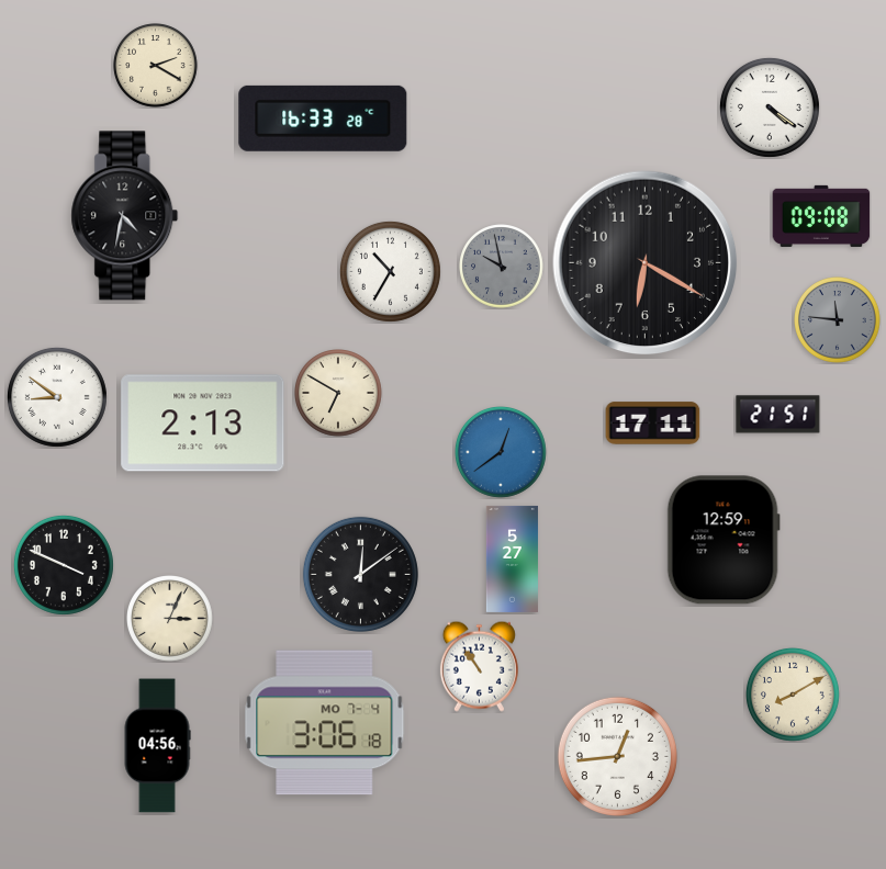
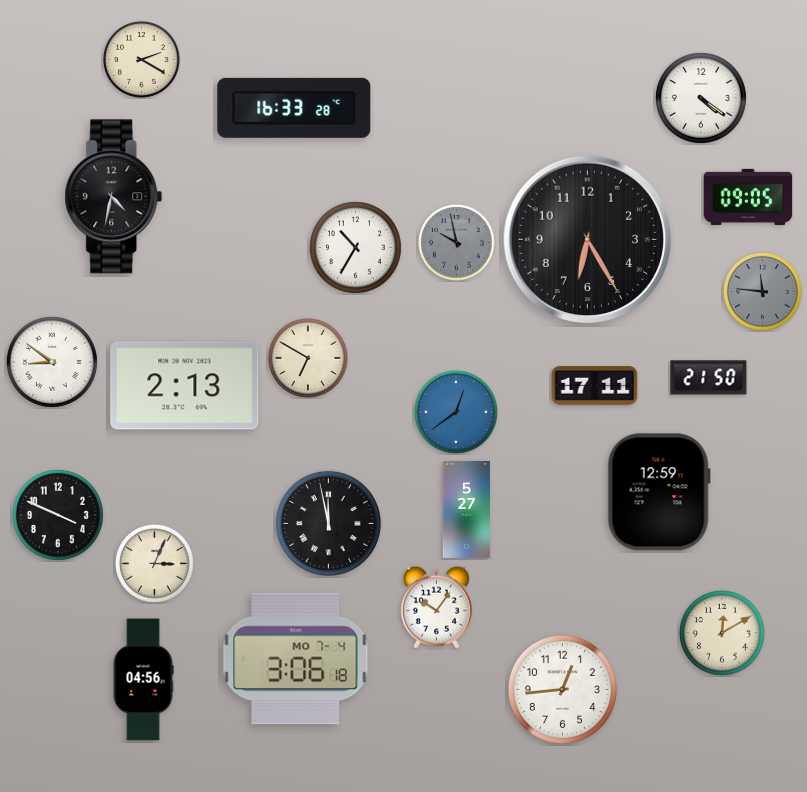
clock at (821, 216): 09:08 -> 09:05
clock at (646, 263): 6:20 -> 6:25
clock at (778, 415): 21:51 -> 21:50
clock at (360, 574): 12:09 -> 11:58
clock at (479, 666): 10:54 -> 10:06
clock at (793, 695): 8:10 -> 12:10
